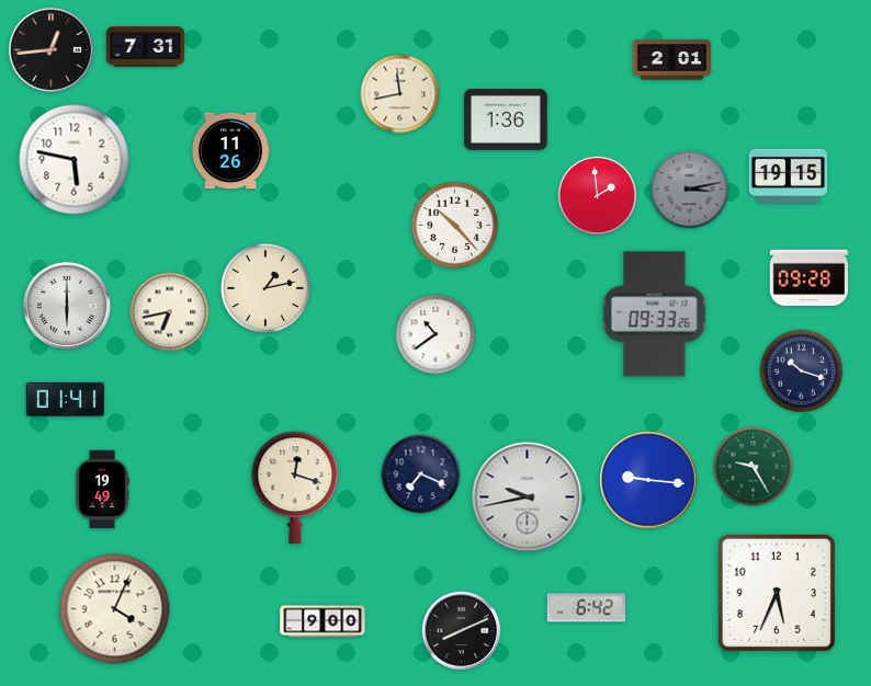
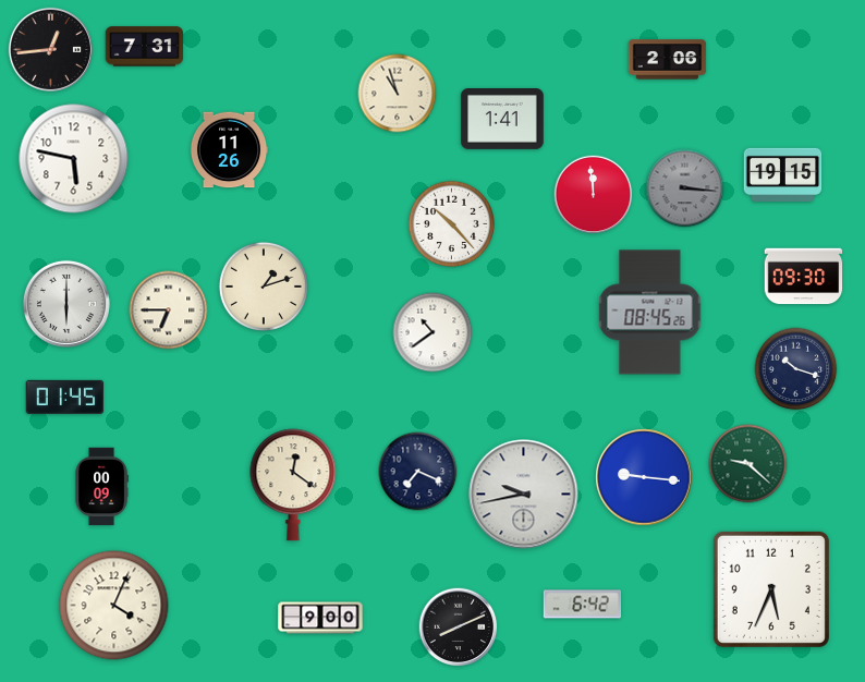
clock at (672, 60): 2:01 -> 2:06
clock at (400, 94): 11:43 -> 10:57
clock at (506, 121): 1:36 -> 1:41
clock at (690, 190): 3:13 -> 3:16
clock at (598, 196): 1:59 -> 11:59
clock at (810, 278): 09:28 -> 09:30
clock at (265, 288): 1:13 -> 1:12
clock at (170, 312): 6:43 -> 6:45
clock at (655, 315): 09:33 -> 08:45
clock at (66, 399): 01:41 -> 01:45
clock at (754, 467): 9:25 -> 9:22
clock at (295, 488): 12:18 -> 12:21
clock at (102, 490): 19:49 -> 00:09
